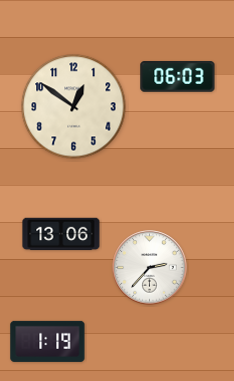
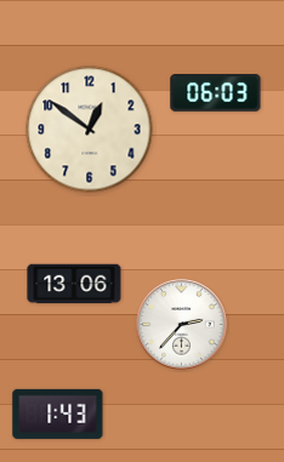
clock at (48, 341): 1:19 -> 1:43
